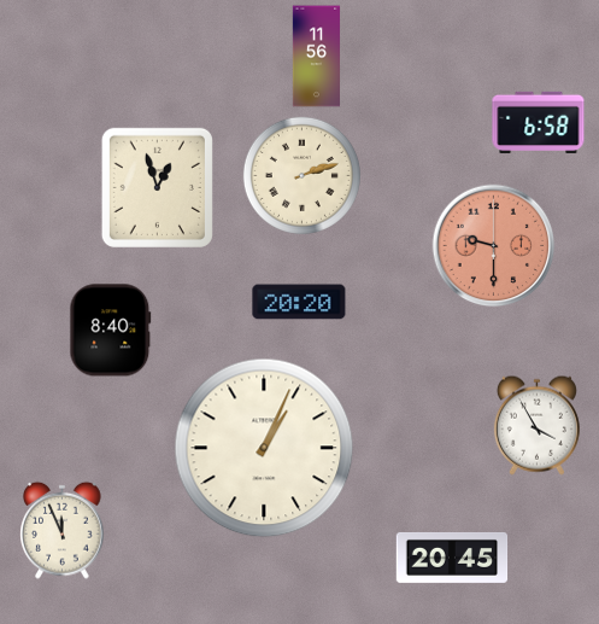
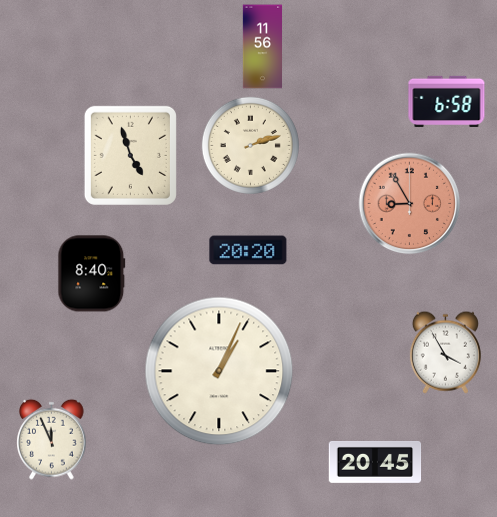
clock at (157, 187): 12:57 -> 4:57
clock at (494, 246): 9:30 -> 8:55
